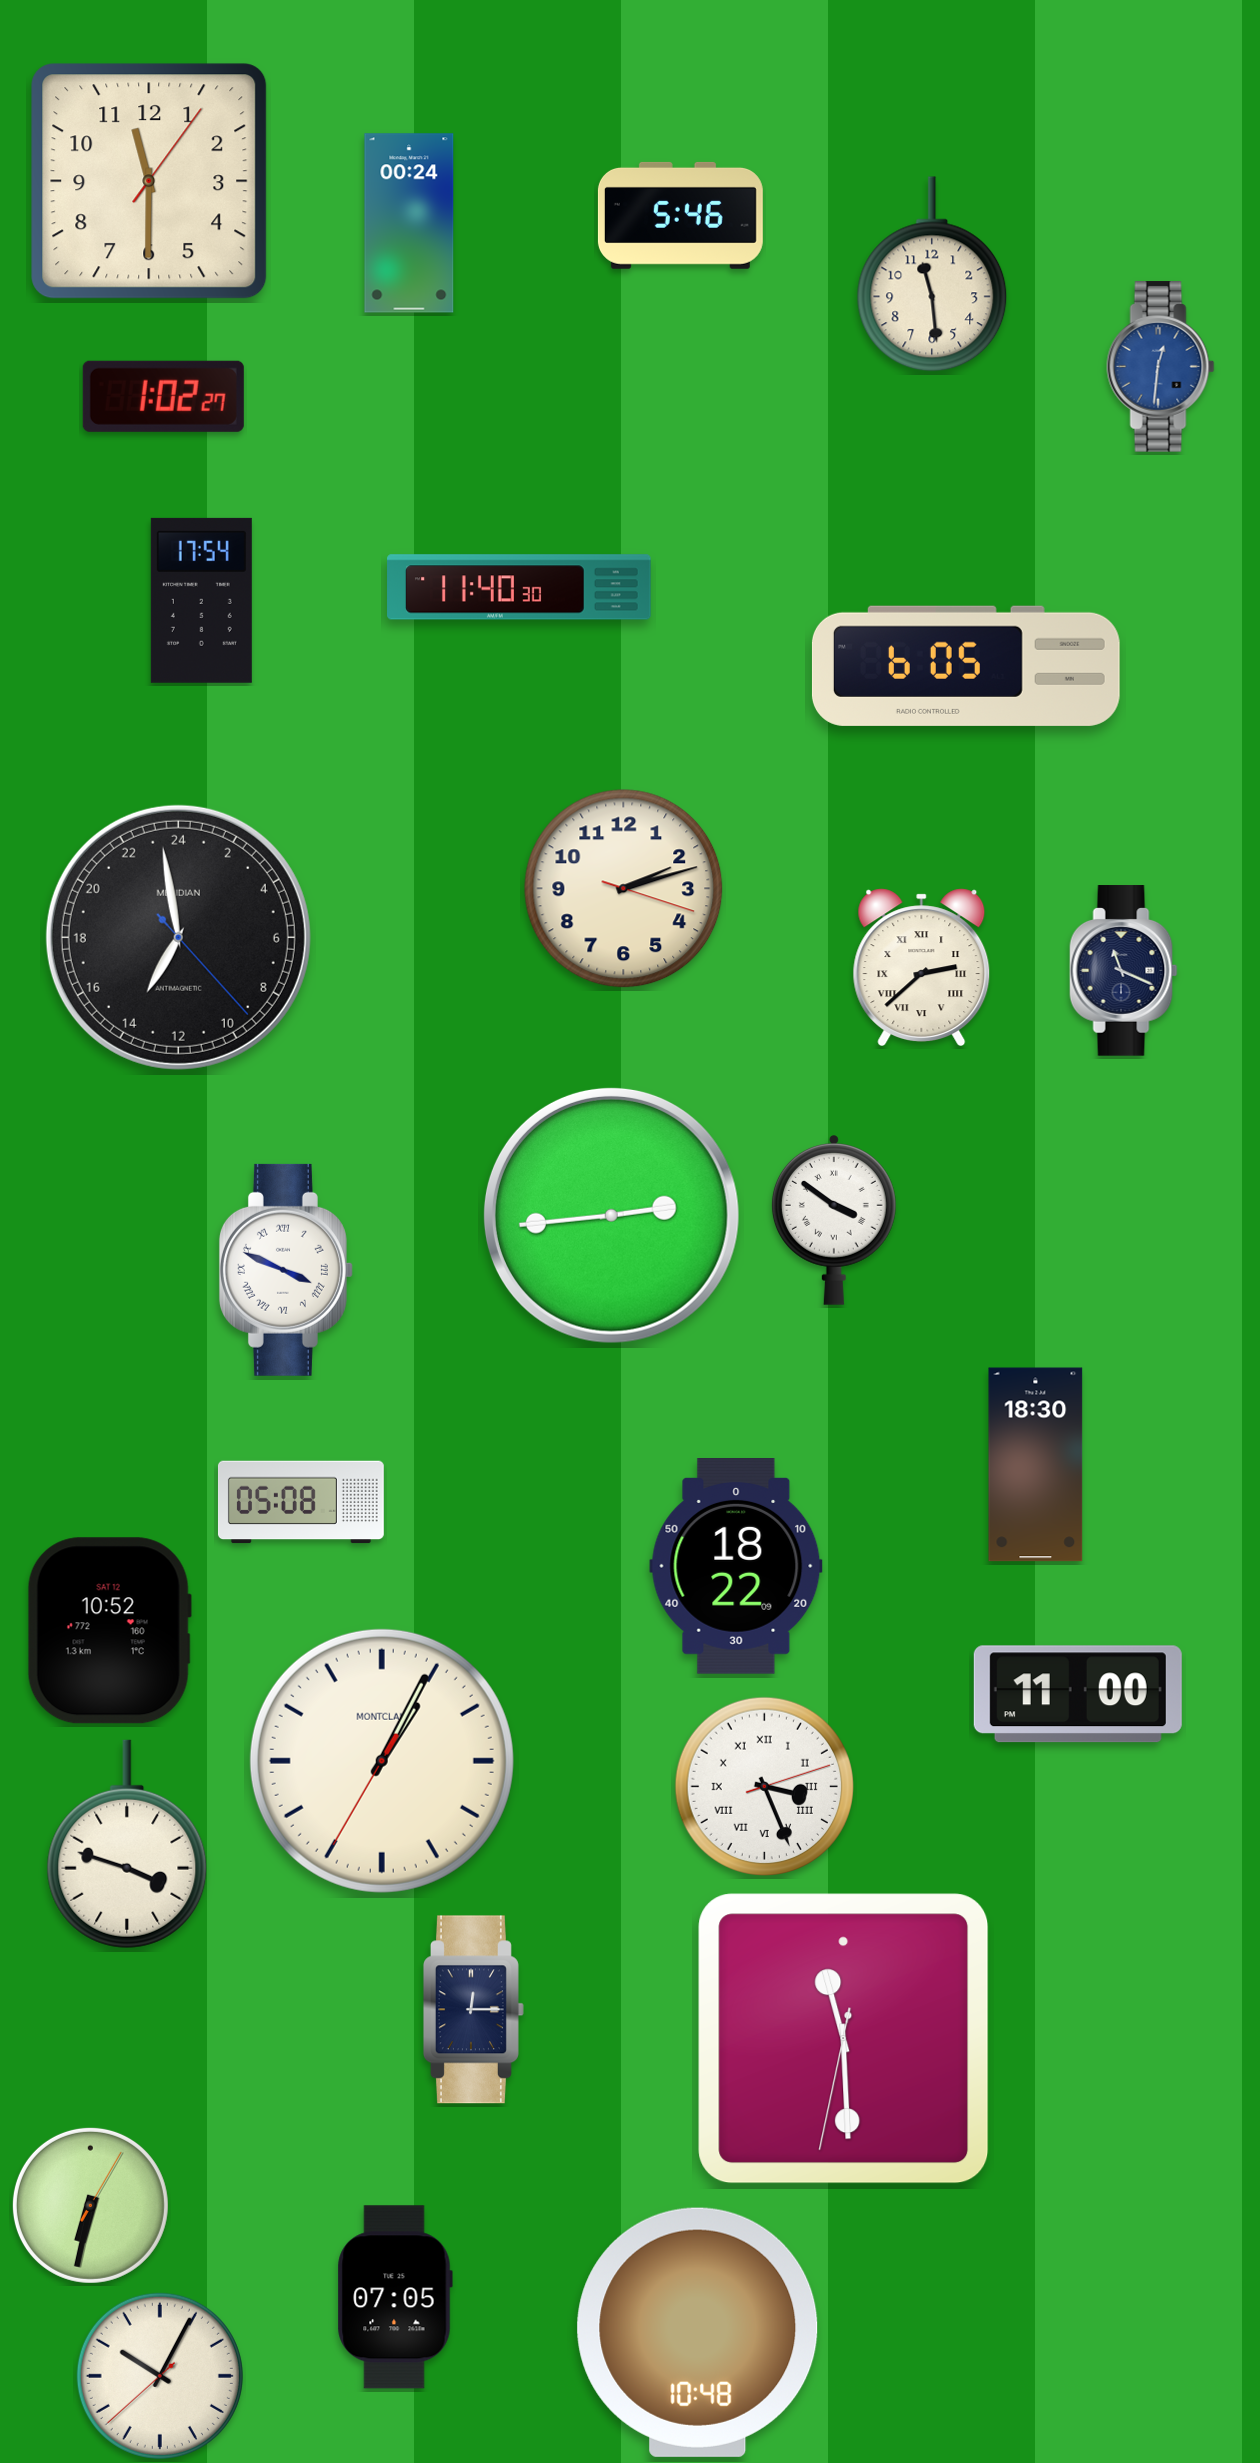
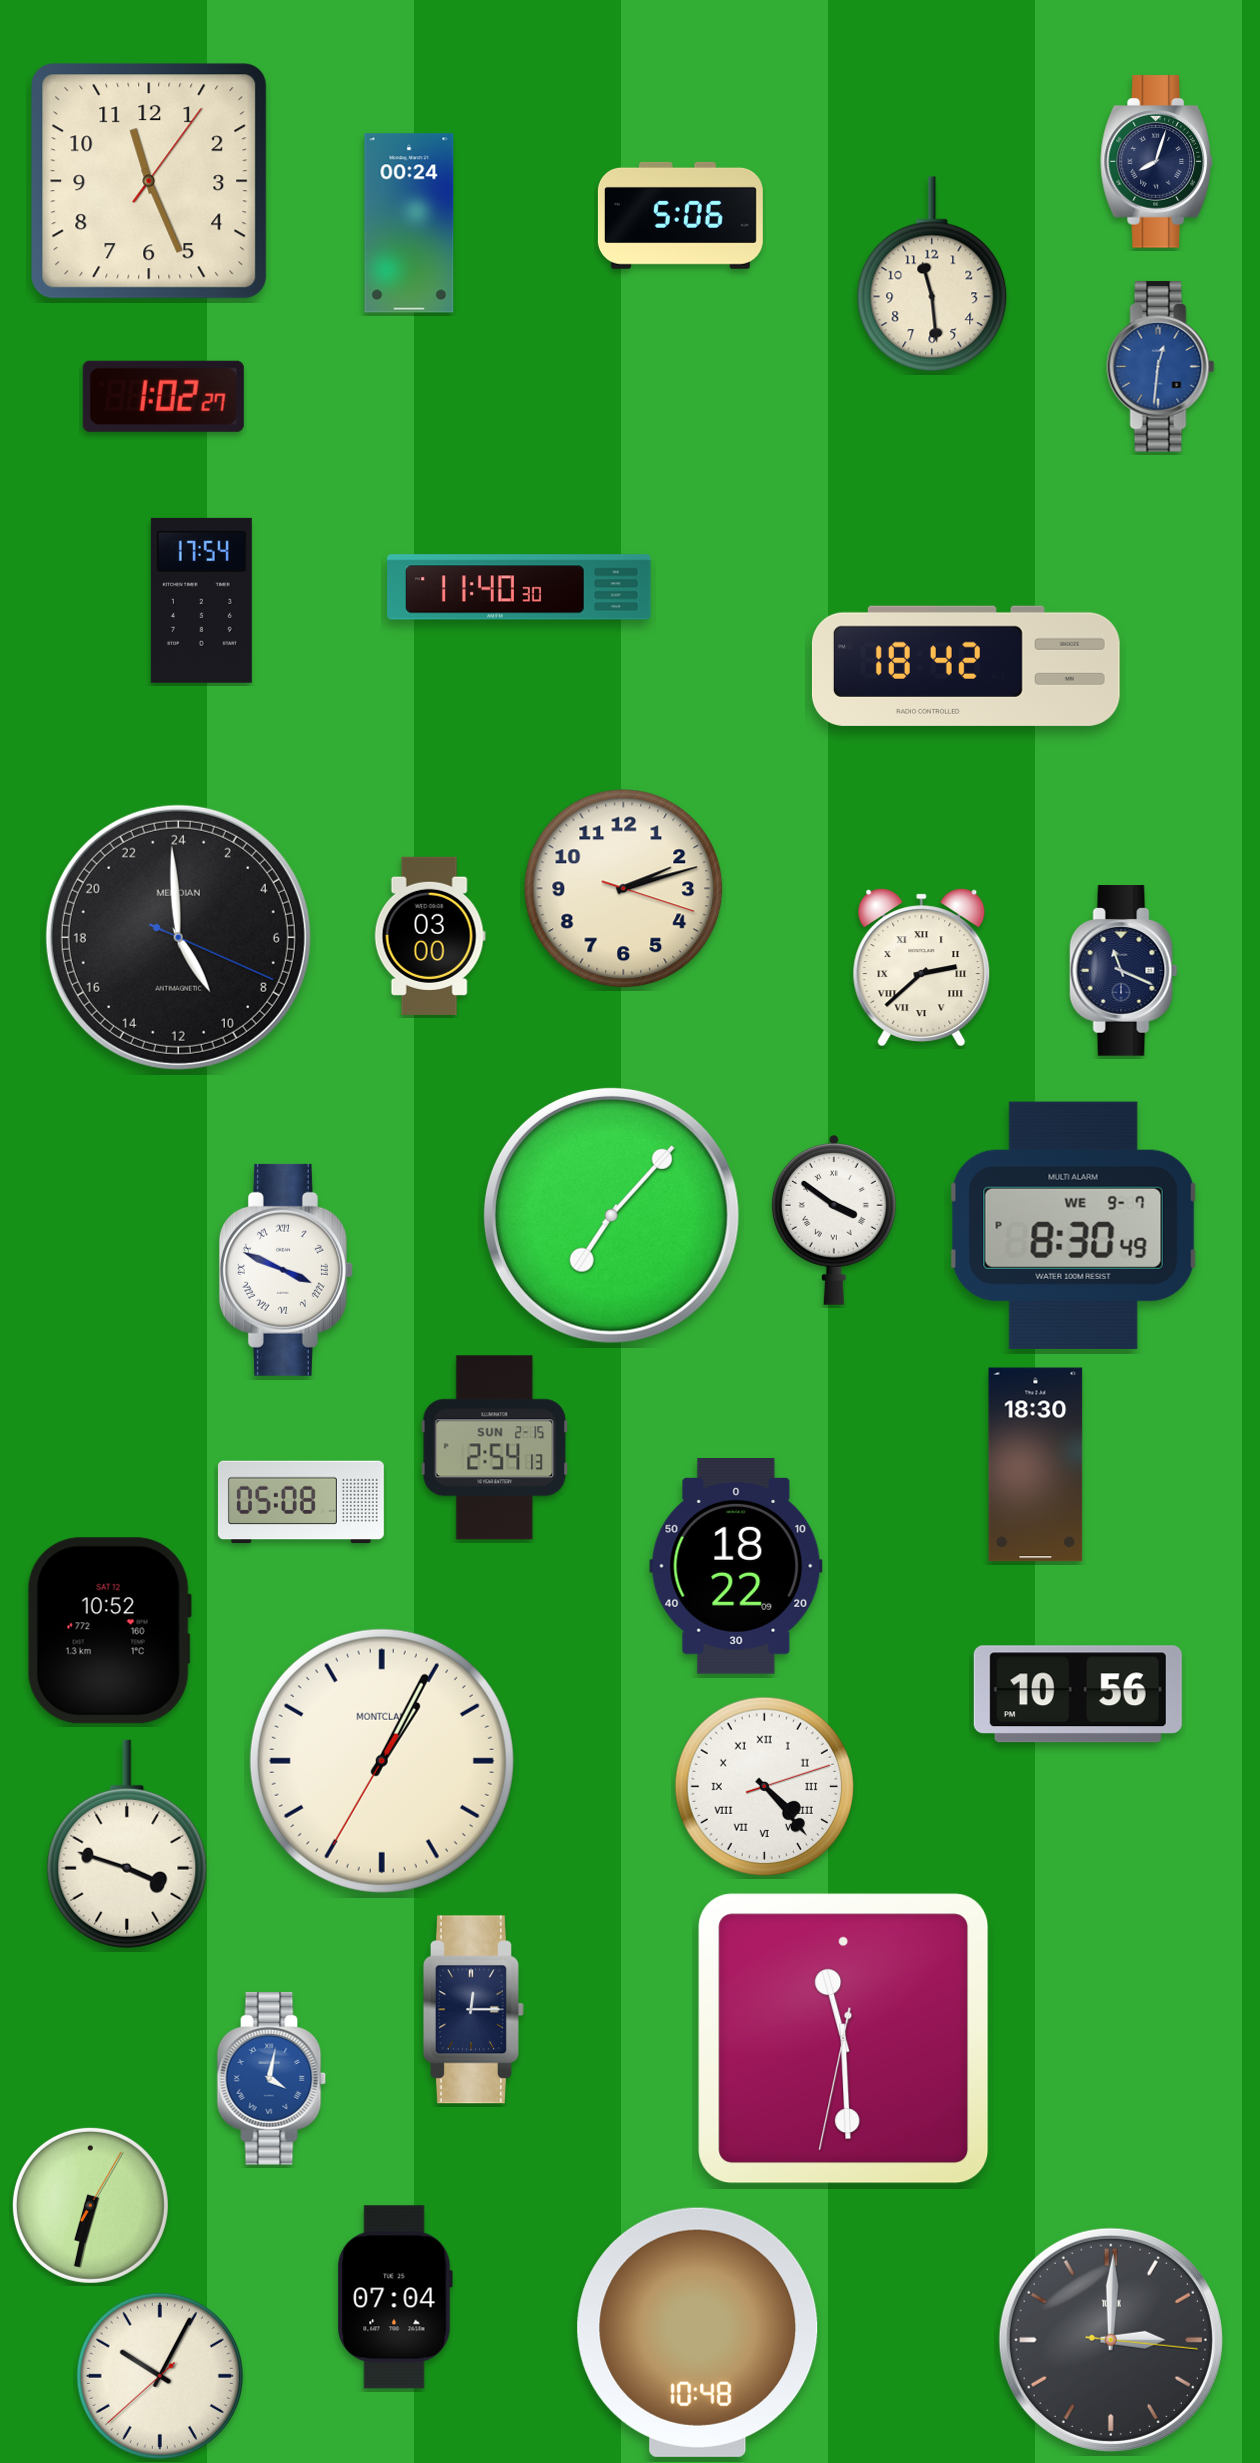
clock at (1156, 162): none -> 8:03
clock at (149, 181): 11:30 -> 11:26
clock at (680, 215): 5:46 -> 5:06
clock at (966, 666): 6:05 -> 18:42
clock at (430, 936): none -> 03:00
clock at (178, 937): 13:58 -> 9:59
clock at (611, 1215): 2:44 -> 7:07
clock at (1073, 1225): none -> 8:30
clock at (495, 1448): none -> 2:54
clock at (1078, 1694): 11:00 -> 10:56
clock at (764, 1786): 3:26 -> 4:23
clock at (272, 2079): none -> 4:02
clock at (395, 2297): 07:05 -> 07:04
clock at (1111, 2340): none -> 3:00
